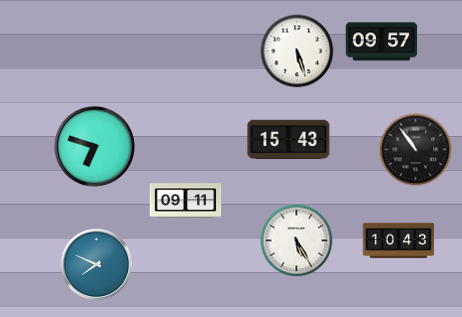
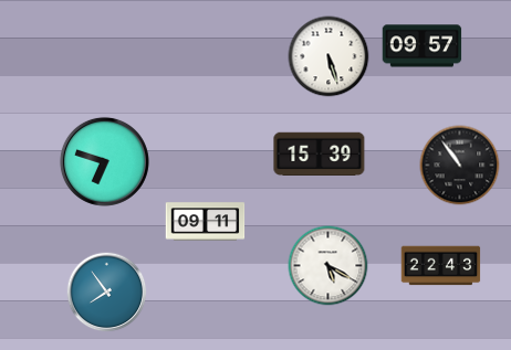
clock at (289, 139): 15:43 -> 15:39
clock at (297, 241): 5:25 -> 5:20
clock at (399, 241): 10:43 -> 22:43
clock at (97, 265): 7:49 -> 7:54
